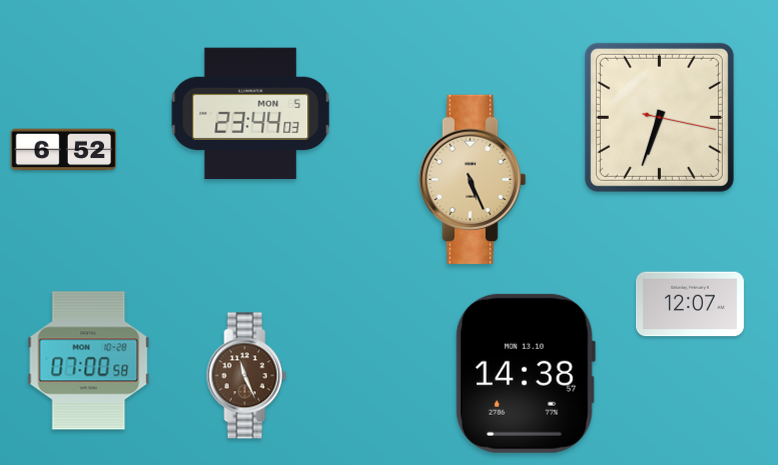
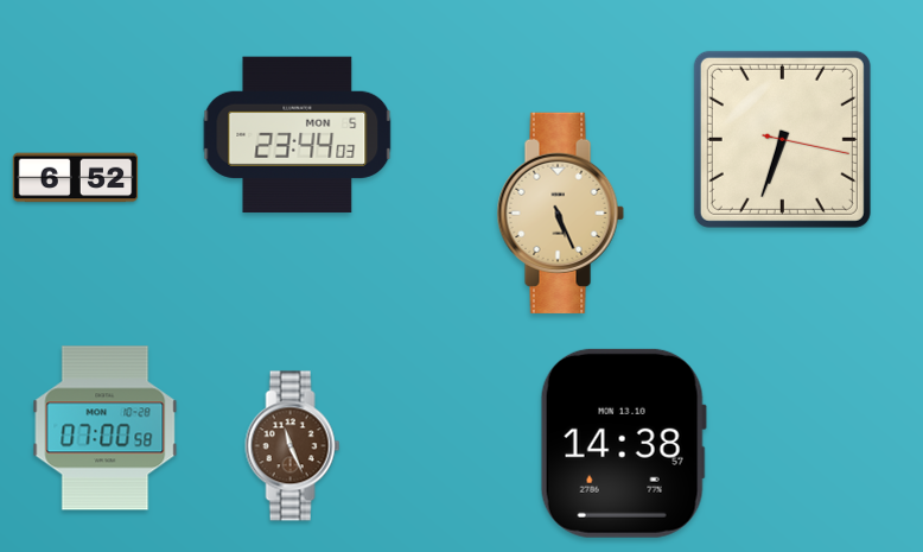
clock at (690, 304): 12:07 -> none
